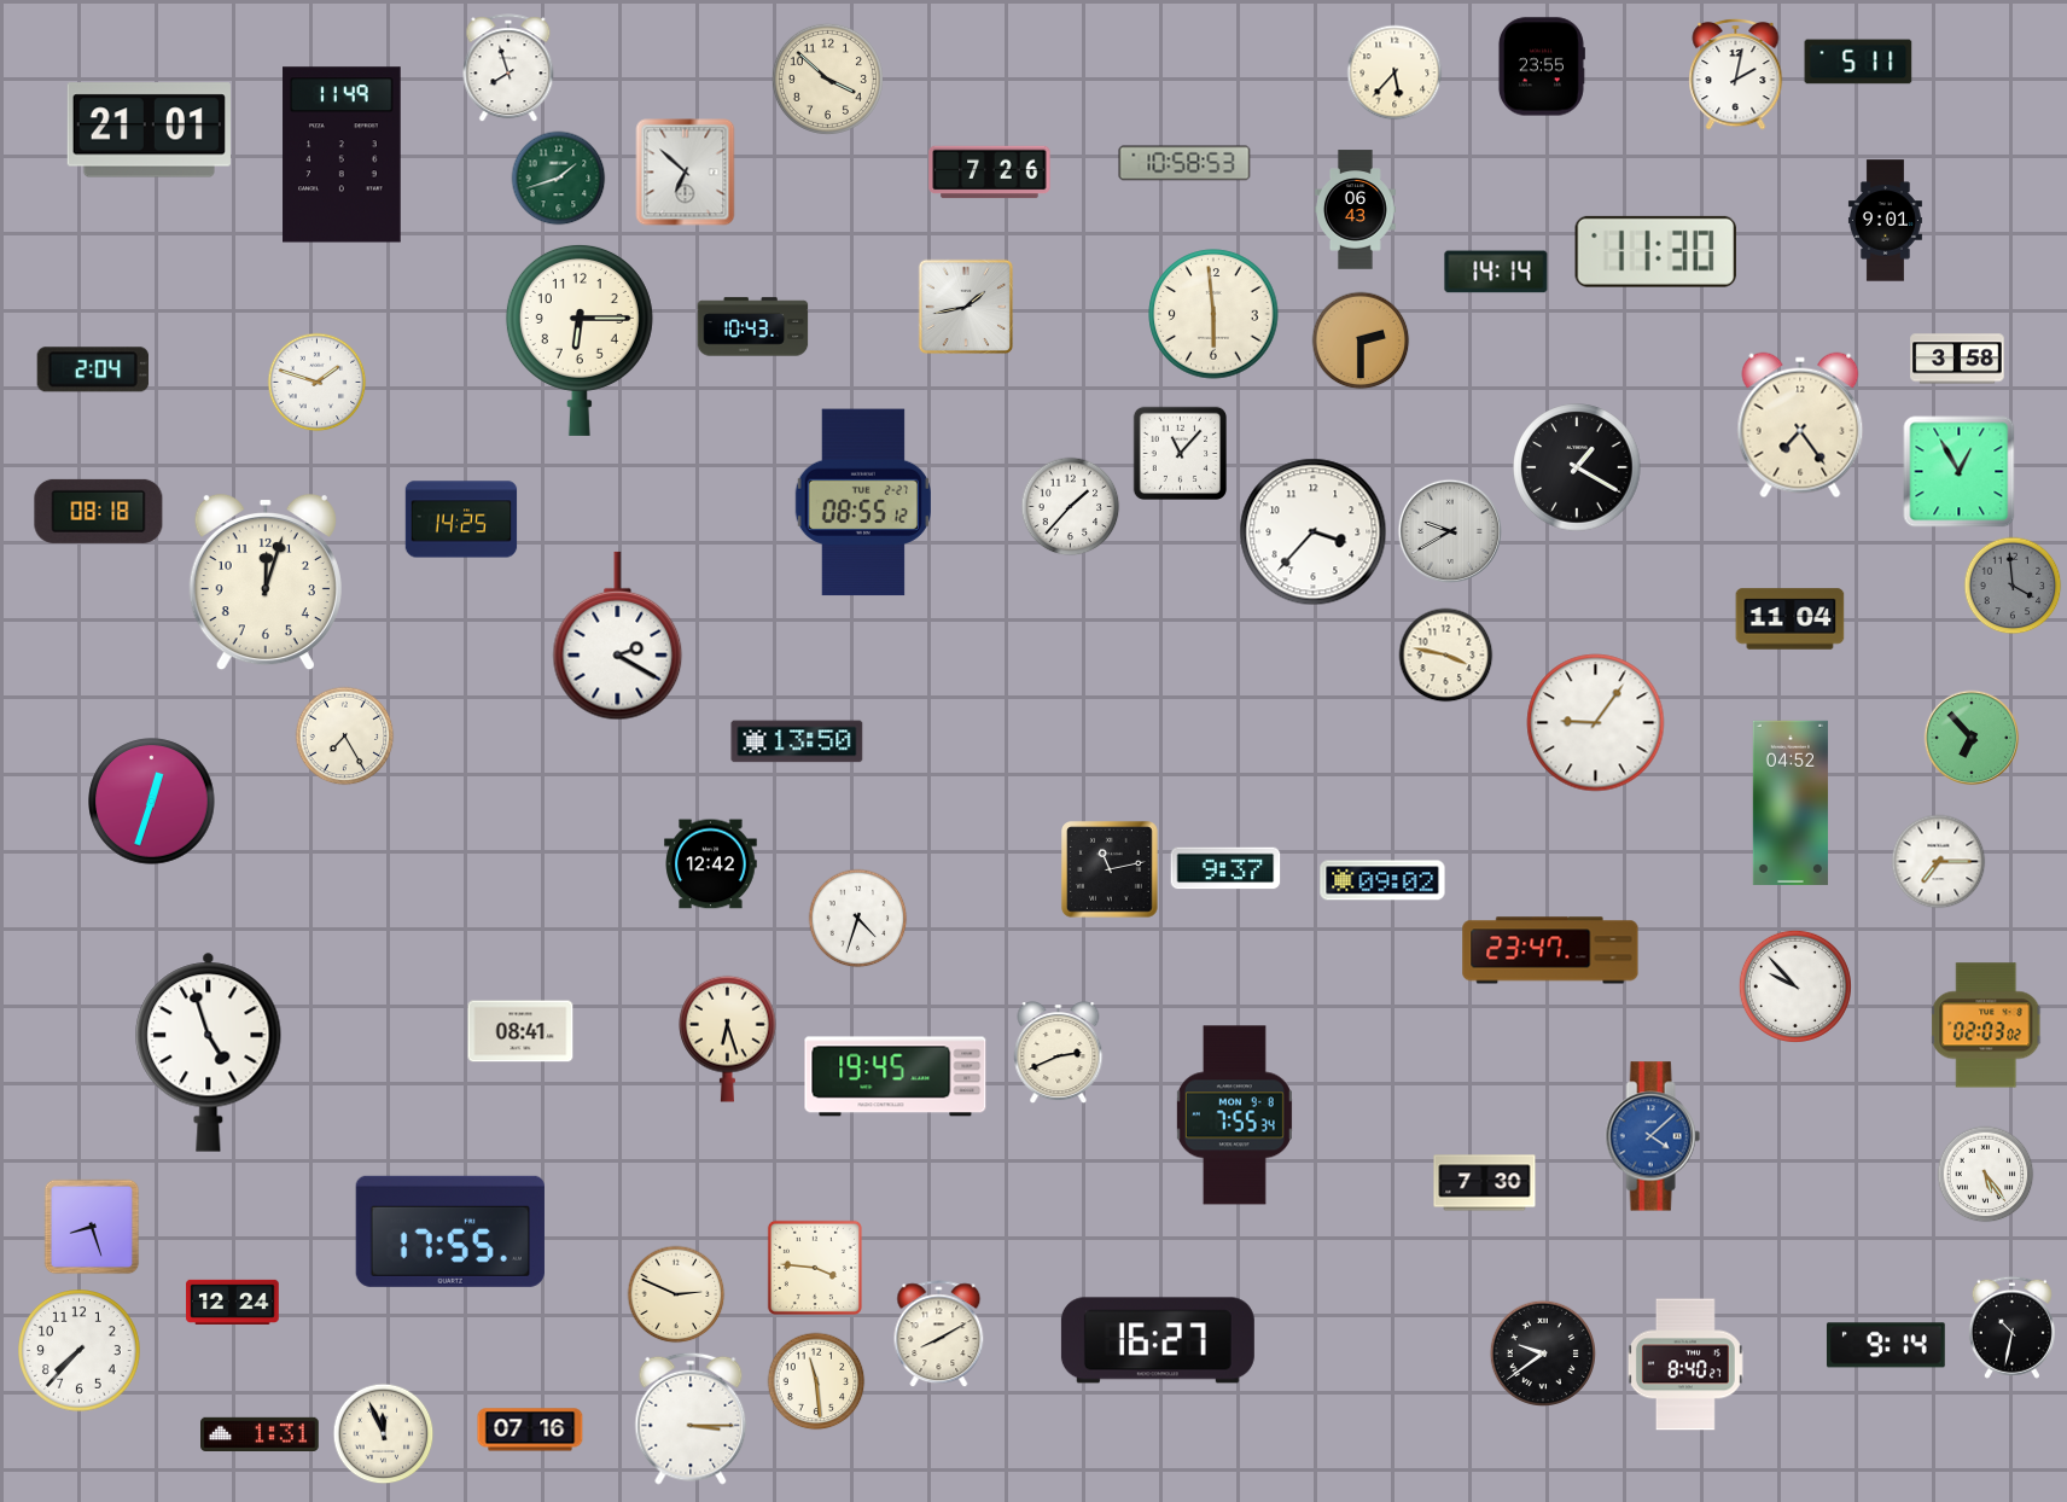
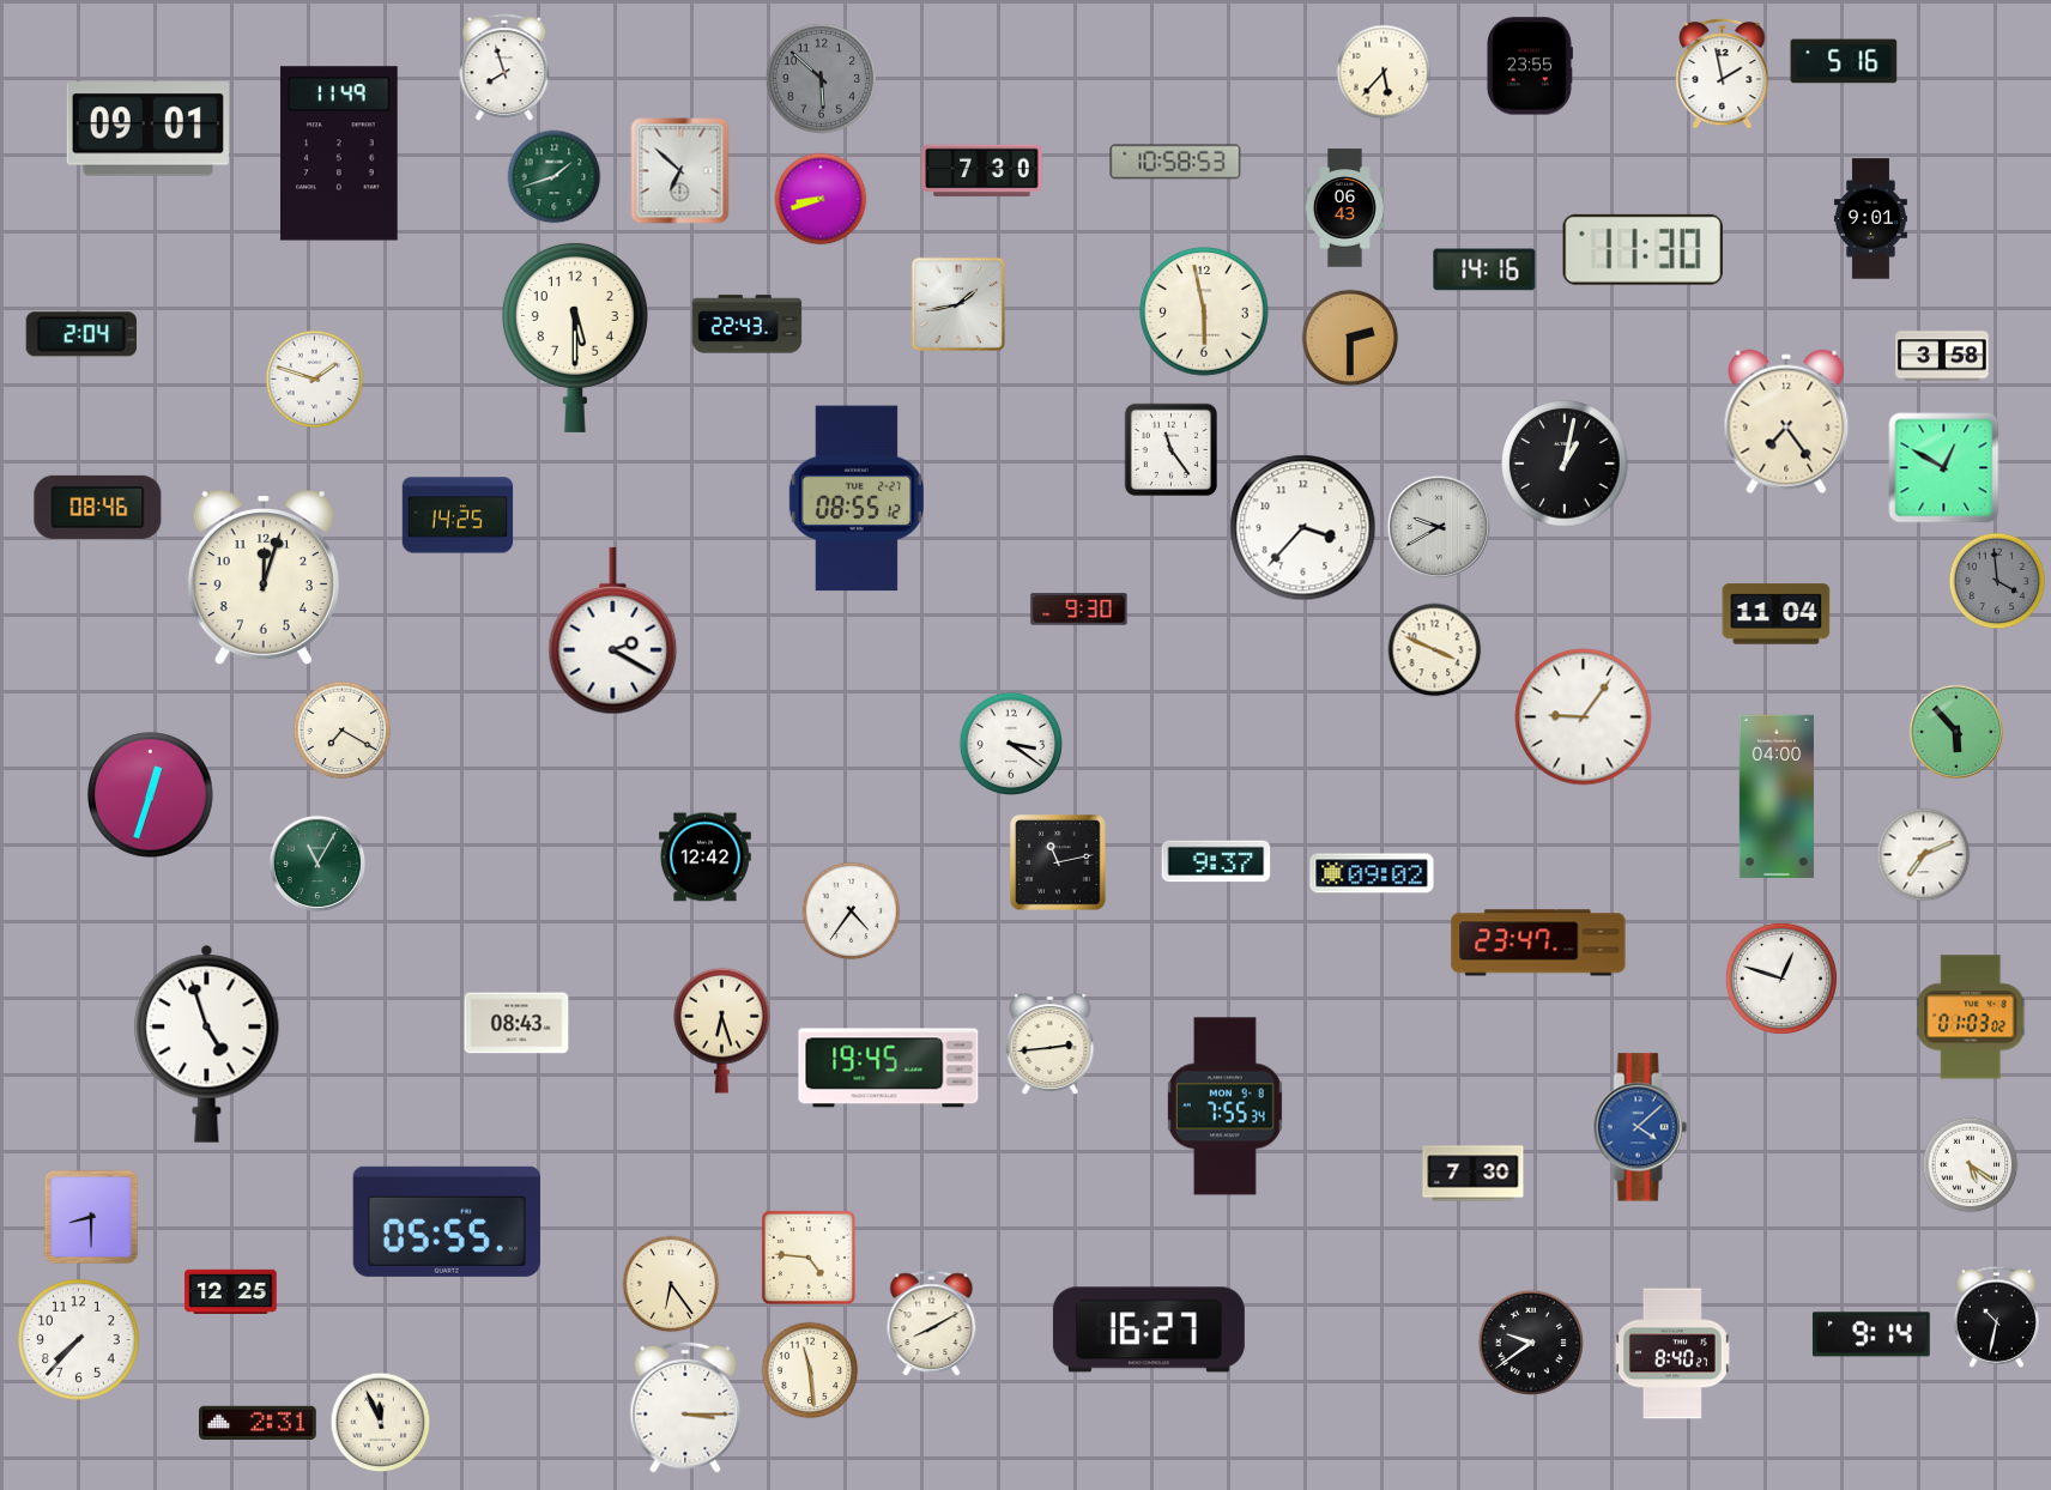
clock at (1858, 62): 5:11 -> 5:16
clock at (1736, 74): 2:02 -> 1:58
clock at (827, 78): 3:52 -> 5:52
clock at (827, 78) dial: cream -> grey
clock at (149, 130): 21:01 -> 09:01
clock at (990, 173): 7:26 -> 7:30
clock at (821, 199): none -> 8:42
clock at (1496, 272): 14:14 -> 14:16
clock at (1213, 314): 5:59 -> 5:58
clock at (753, 327): 10:43 -> 22:43
clock at (580, 339): 6:15 -> 5:30
clock at (93, 369) position: (93, 369) -> (81, 334)
clock at (1181, 454): 11:07 -> 11:24
clock at (1577, 467): 1:20 -> 1:02
clock at (1960, 472): 12:55 -> 12:50
clock at (1071, 507): 1:37 -> none
clock at (99, 511): 08:18 -> 08:46
clock at (1079, 610): none -> 9:30
clock at (1446, 656): 3:47 -> 3:49
clock at (345, 737): 7:25 -> 7:20
clock at (1972, 738): 6:53 -> 5:53
clock at (797, 741): 13:50 -> none
clock at (1011, 744): none -> 3:21
clock at (1791, 803): 04:52 -> 04:00
clock at (1939, 862): 7:15 -> 7:11
clock at (317, 864): none -> 11:05
clock at (1111, 871) position: (1111, 871) -> (1059, 864)
clock at (858, 919): 4:33 -> 4:36
clock at (1795, 986): 9:53 -> 12:48
clock at (1987, 1025): 02:03 -> 01:03
clock at (520, 1031): 08:41 -> 08:43
clock at (1059, 1053): 2:41 -> 2:44
clock at (1986, 1175): 5:24 -> 5:21
clock at (92, 1227): 8:27 -> 8:30
clock at (450, 1232): 17:55 -> 05:55
clock at (815, 1268): 3:46 -> 4:46
clock at (676, 1294): 2:49 -> 6:24
clock at (233, 1302): 12:24 -> 12:25
clock at (530, 1430): 07:16 -> none
clock at (261, 1433): 1:31 -> 2:31
